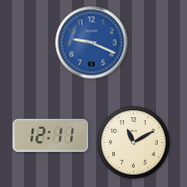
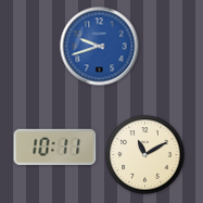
clock at (92, 43): 9:19 -> 9:42
clock at (51, 135): 12:11 -> 10:11
